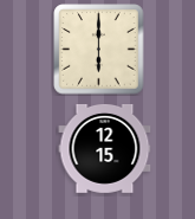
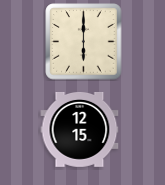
clock at (105, 148) position: (105, 148) -> (80, 129)
